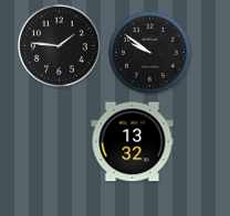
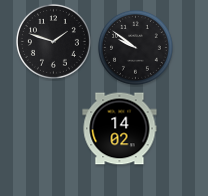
clock at (59, 45): 1:46 -> 1:48
clock at (133, 142): 13:32 -> 14:02
